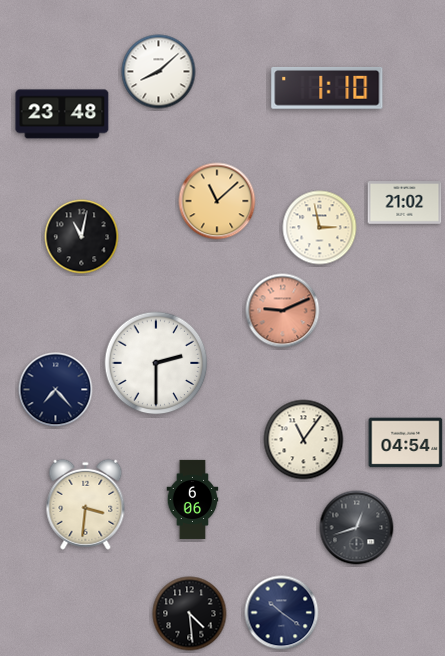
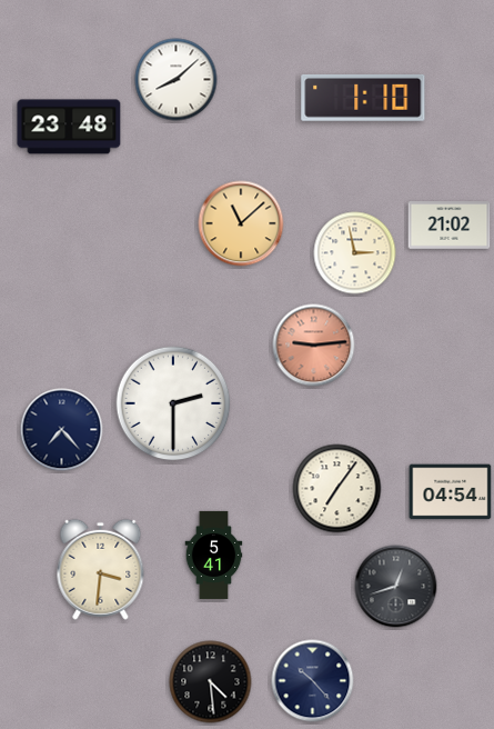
clock at (82, 237): 11:02 -> none
clock at (283, 311): 9:11 -> 9:14
clock at (56, 390) position: (56, 390) -> (62, 430)
clock at (304, 440): 11:06 -> 7:06
clock at (193, 499): 6:06 -> 5:41
clock at (86, 504) position: (86, 504) -> (101, 569)
clock at (282, 613): 10:21 -> 10:23
